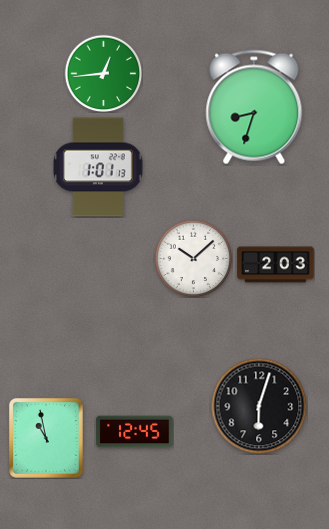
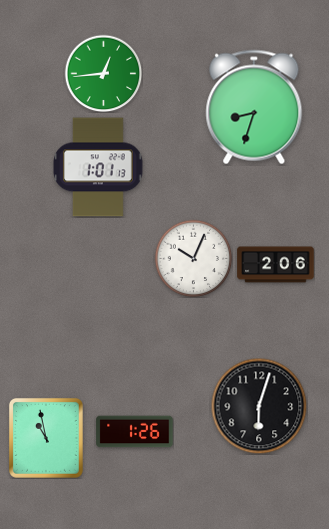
clock at (193, 258): 10:08 -> 10:04
clock at (276, 265): 2:03 -> 2:06
clock at (135, 432): 12:45 -> 1:26
